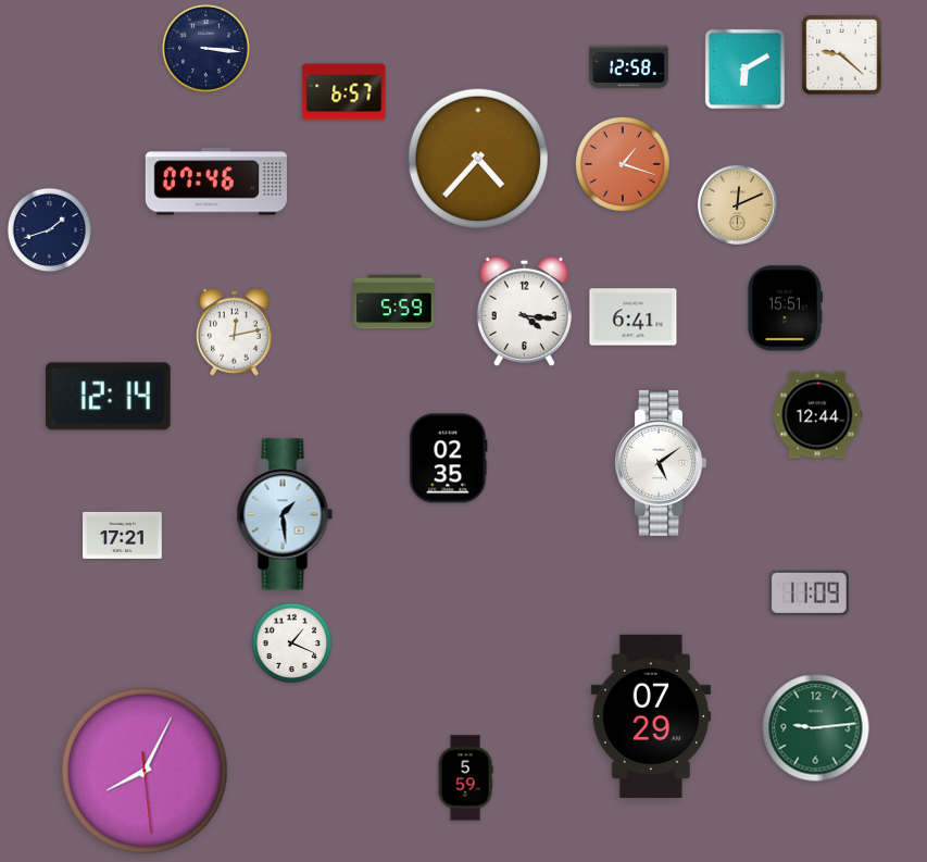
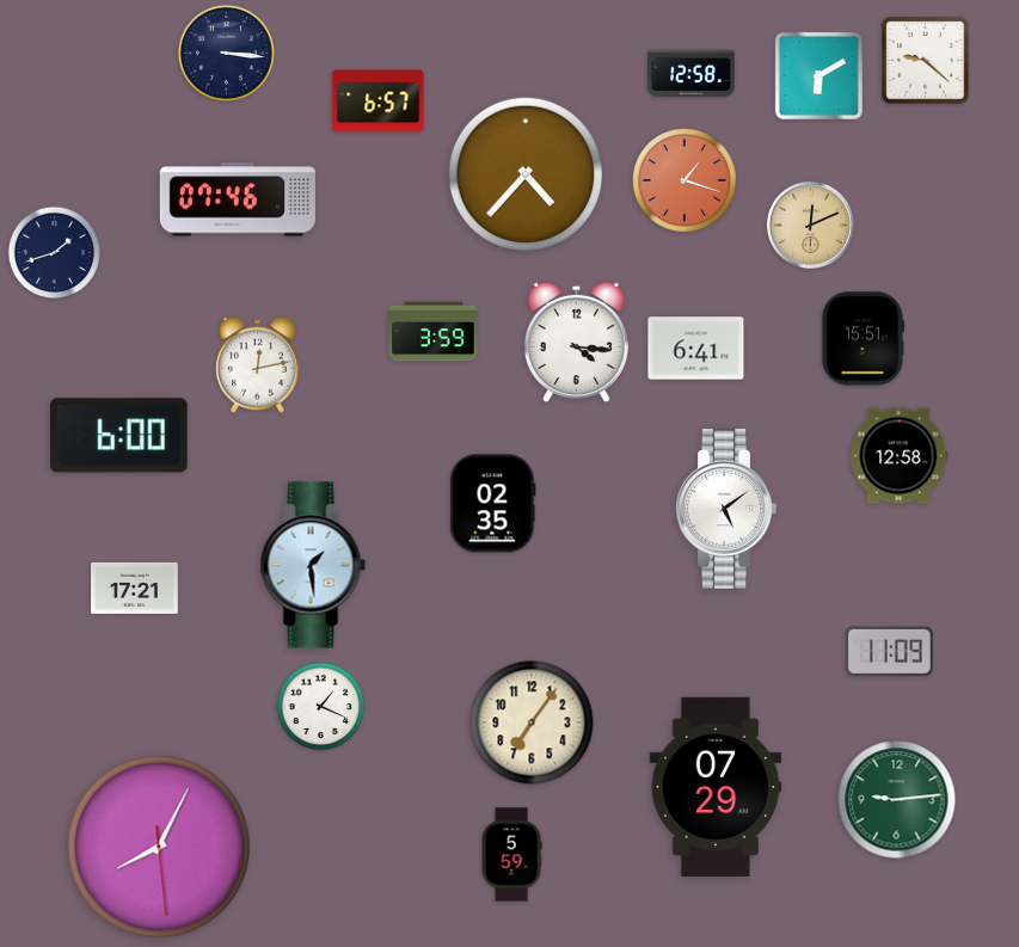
clock at (394, 302): 5:59 -> 3:59
clock at (109, 397): 12:14 -> 6:00
clock at (818, 415): 12:44 -> 12:58
clock at (532, 722): none -> 7:06
